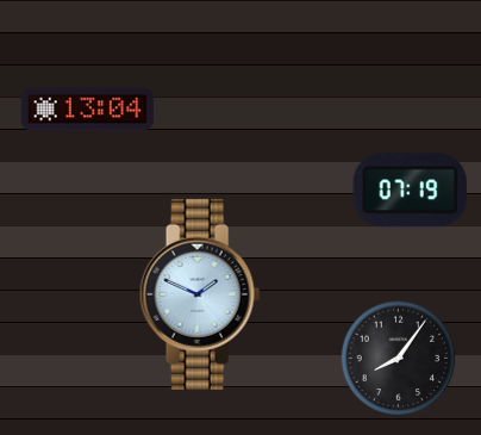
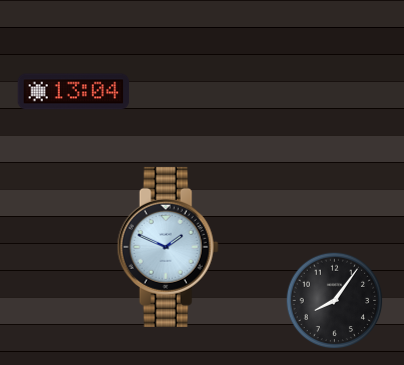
clock at (410, 191): 07:19 -> none
